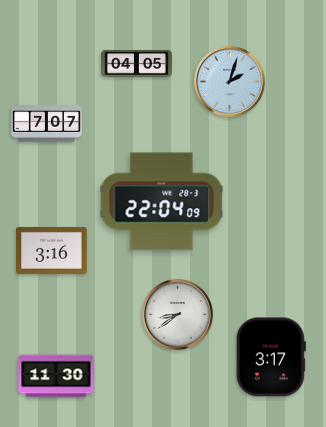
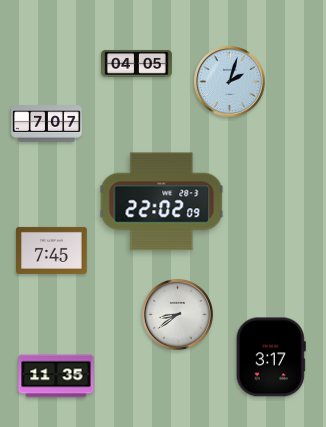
clock at (162, 202): 22:04 -> 22:02
clock at (52, 250): 3:16 -> 7:45
clock at (56, 376): 11:30 -> 11:35
